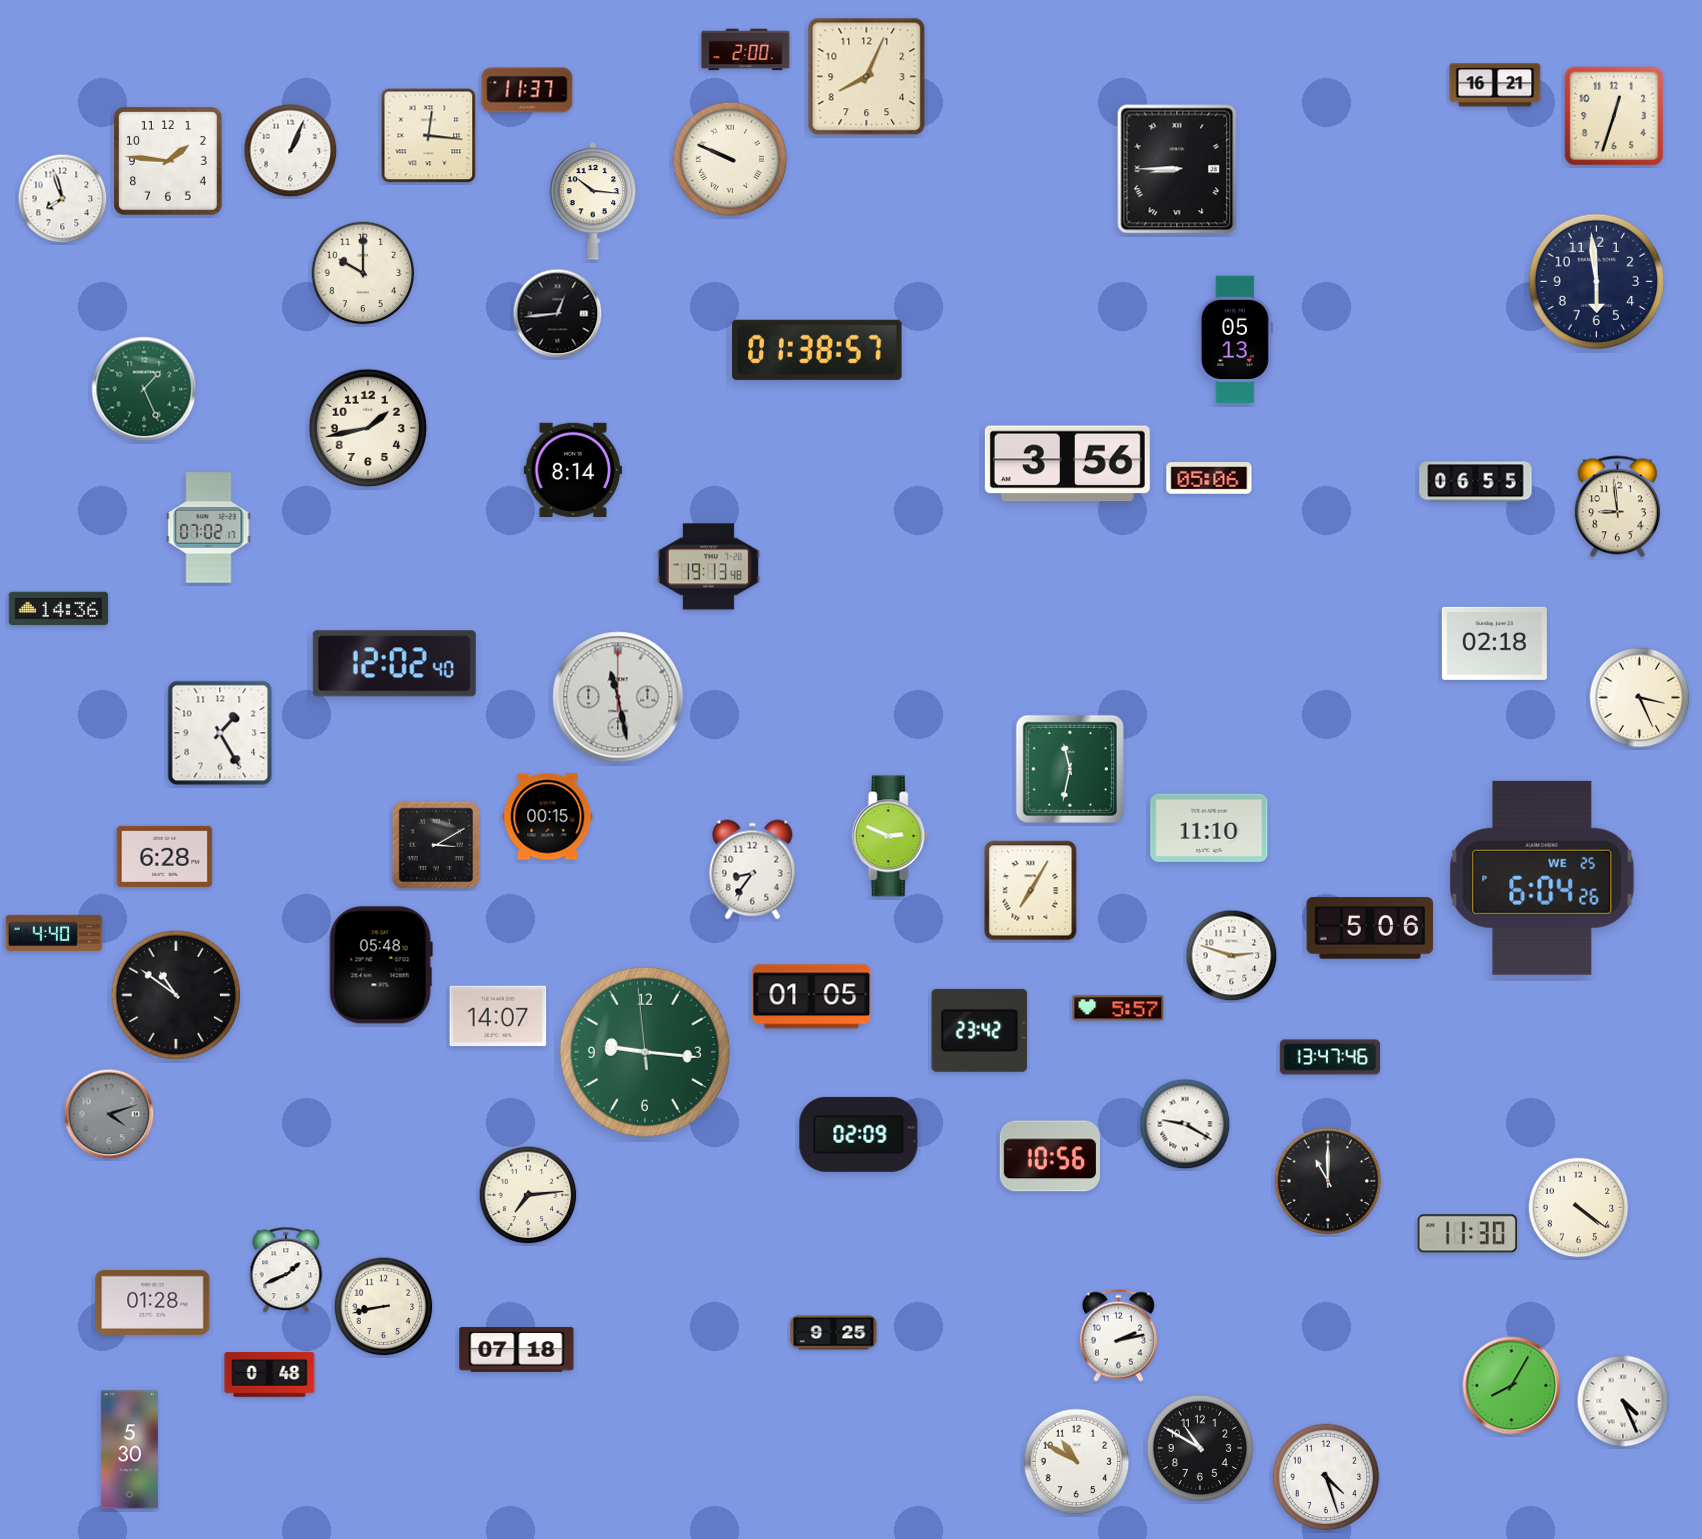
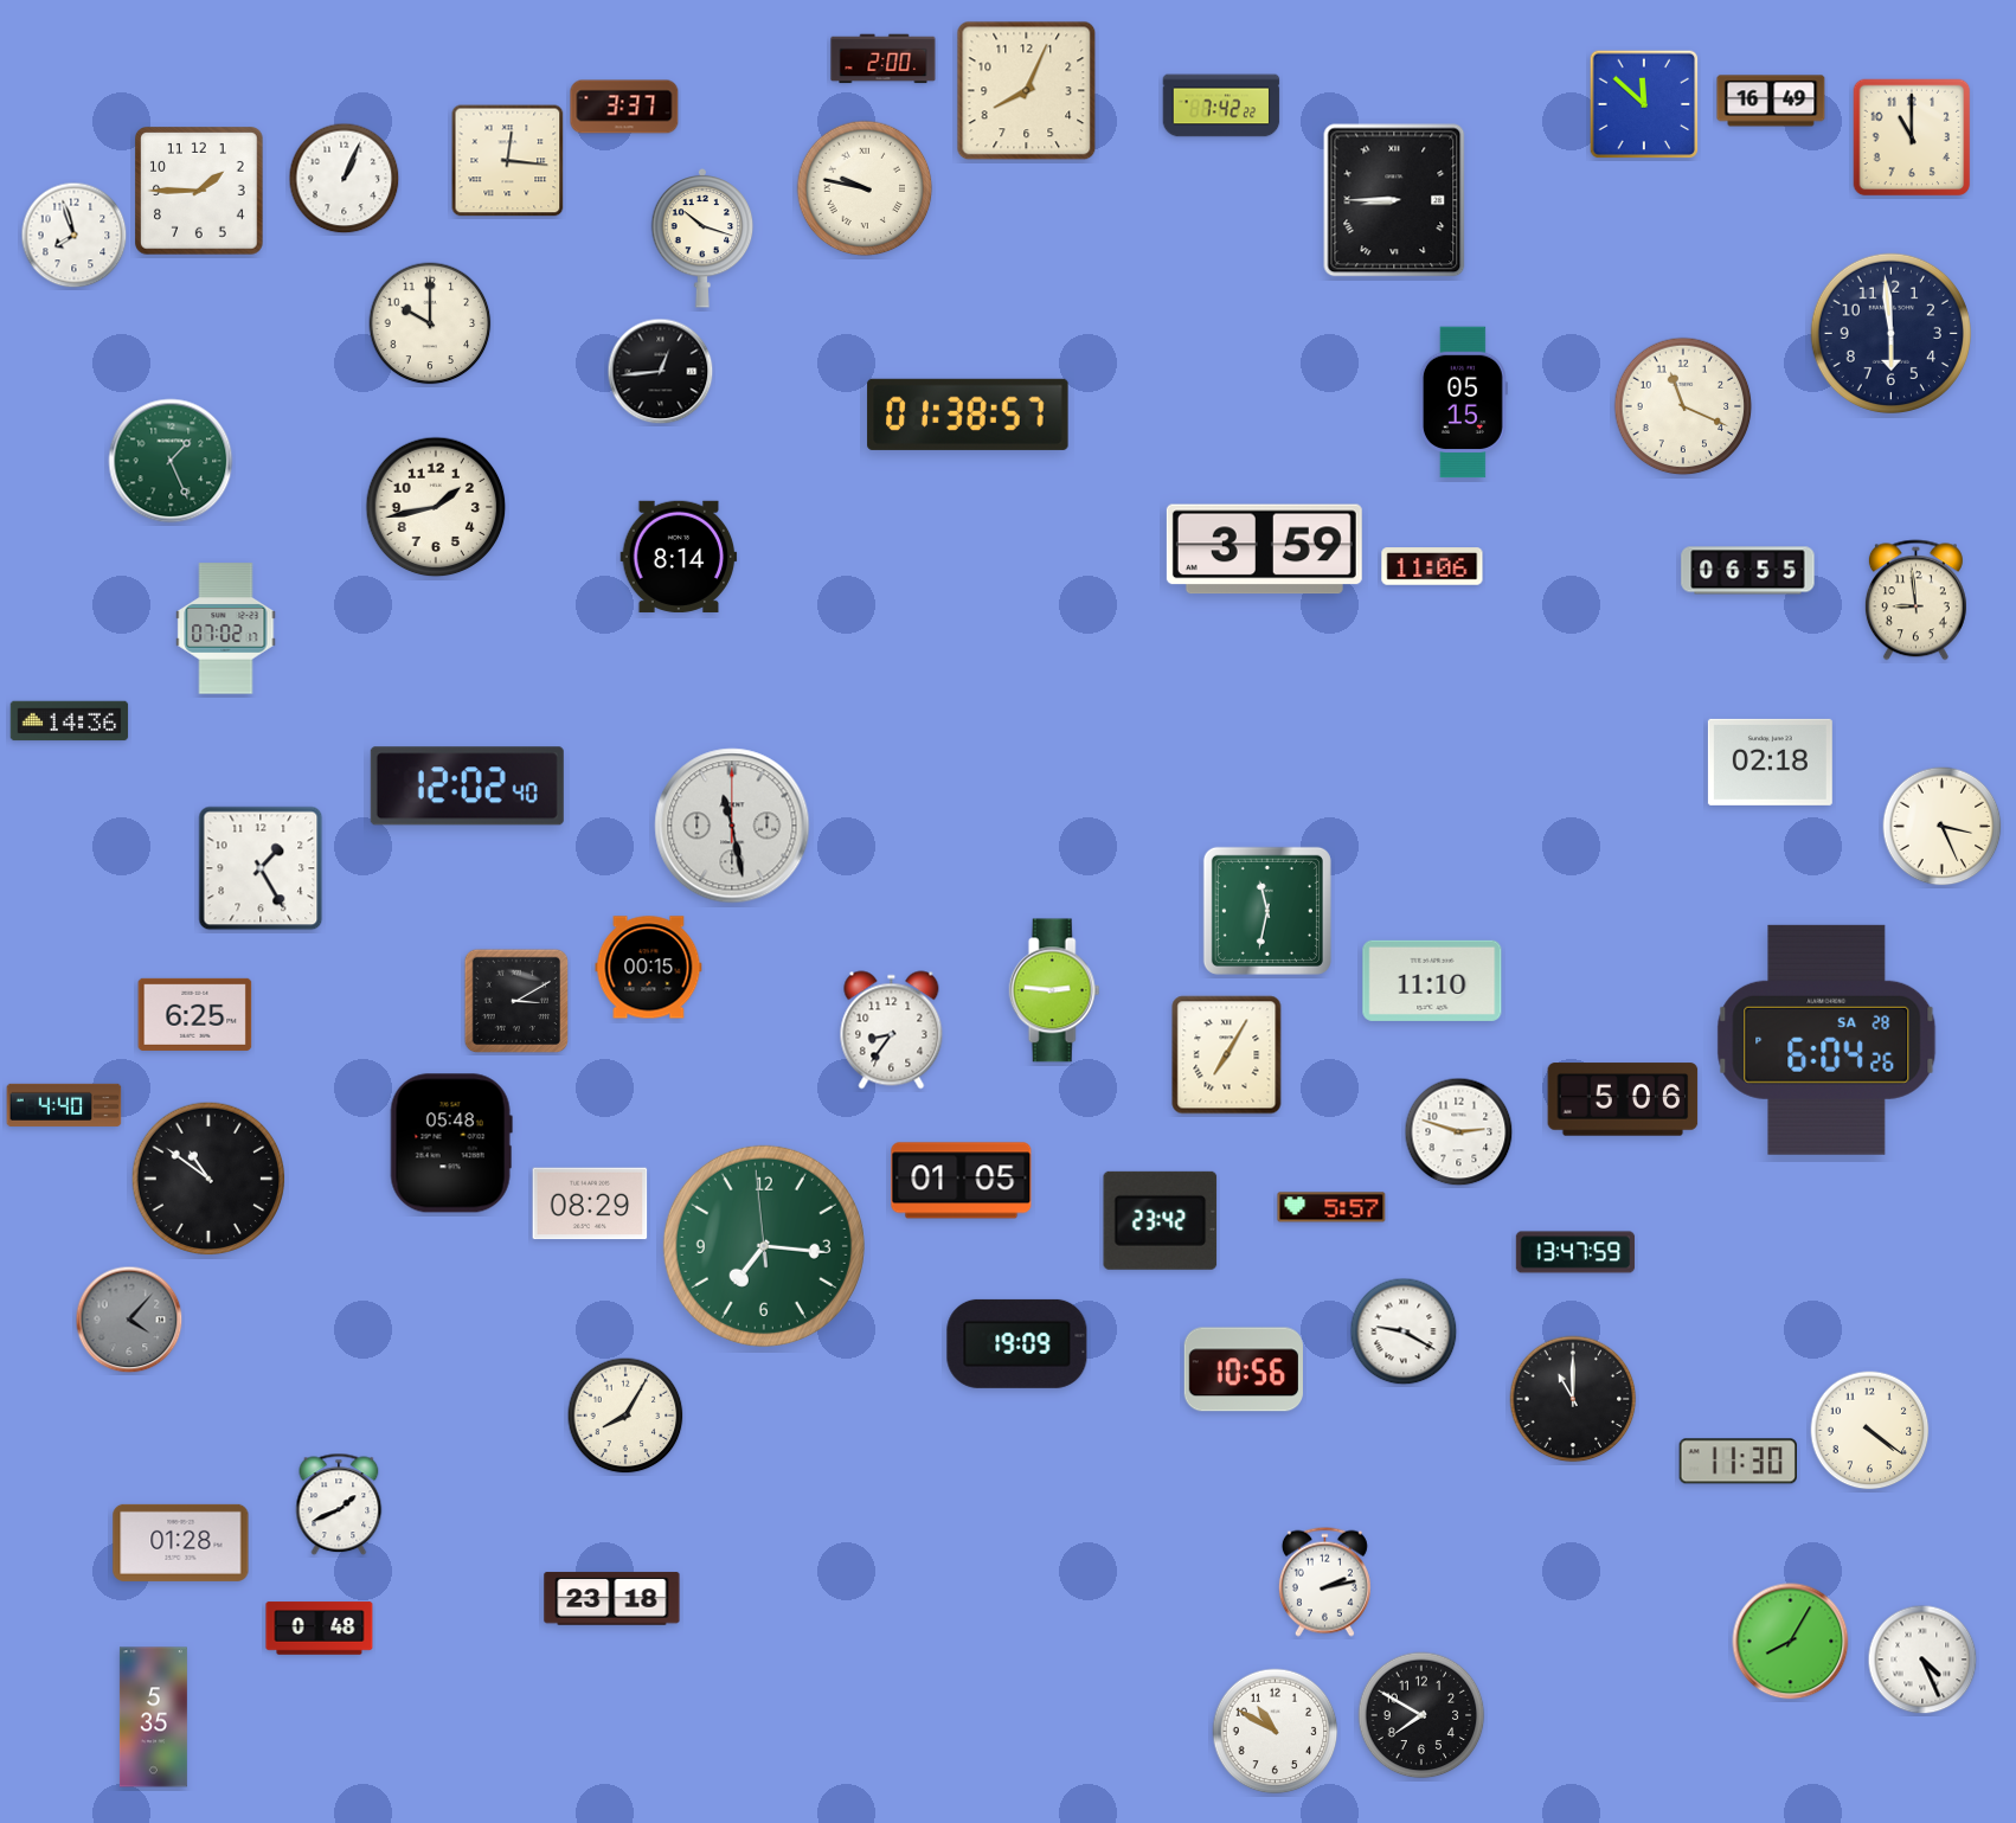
clock at (1495, 85): 16:21 -> 16:49
clock at (1644, 104): none -> 11:52
clock at (1221, 105): none -> 7:42
clock at (527, 90): 11:37 -> 3:37
clock at (1614, 116): 12:33 -> 11:00
clock at (730, 159): 9:49 -> 9:47
clock at (169, 162): 1:46 -> 1:45
clock at (593, 201): 10:16 -> 10:18
clock at (1235, 340): 05:13 -> 05:15
clock at (1683, 406): none -> 11:19
clock at (1067, 464): 3:56 -> 3:59
clock at (1209, 478): 05:06 -> 11:06
clock at (209, 528) position: (209, 528) -> (226, 629)
clock at (708, 567): 19:13 -> none
clock at (890, 836): 2:49 -> 2:46
clock at (165, 856): 6:28 -> 6:25
clock at (1542, 878) date: WE 25 -> SA 28
clock at (1031, 891) position: (1031, 891) -> (1227, 1055)
clock at (1118, 1008) position: (1118, 1008) -> (1331, 1207)
clock at (498, 1016): 14:07 -> 08:29
clock at (645, 1052): 9:15 -> 7:15
clock at (1330, 1057): 13:47:46 -> 13:47:59
clock at (109, 1114): 4:12 -> 4:07
clock at (859, 1134): 02:09 -> 19:09
clock at (528, 1195): 7:14 -> 8:05
clock at (384, 1307): 8:43 -> none
clock at (834, 1333): 9:25 -> none
clock at (517, 1350): 07:18 -> 23:18
clock at (1200, 1448): 10:50 -> 7:50
clock at (129, 1450): 5:30 -> 5:35
clock at (1326, 1477): 4:27 -> none
